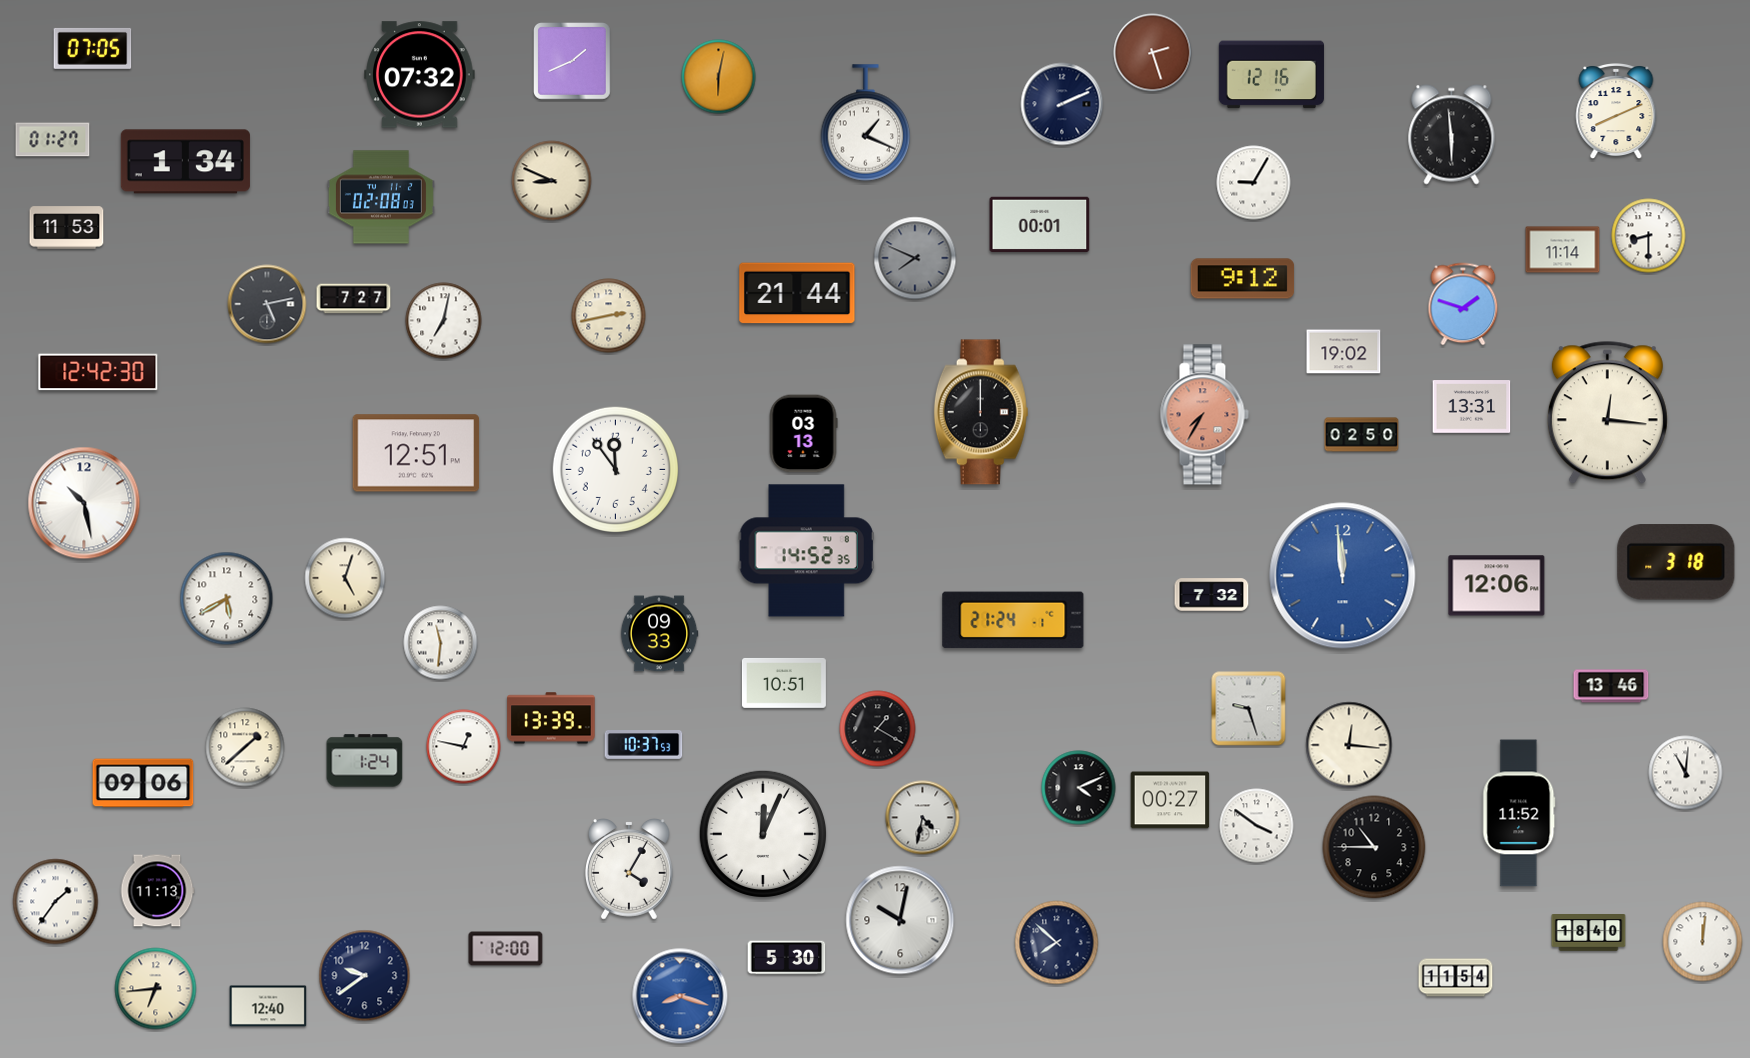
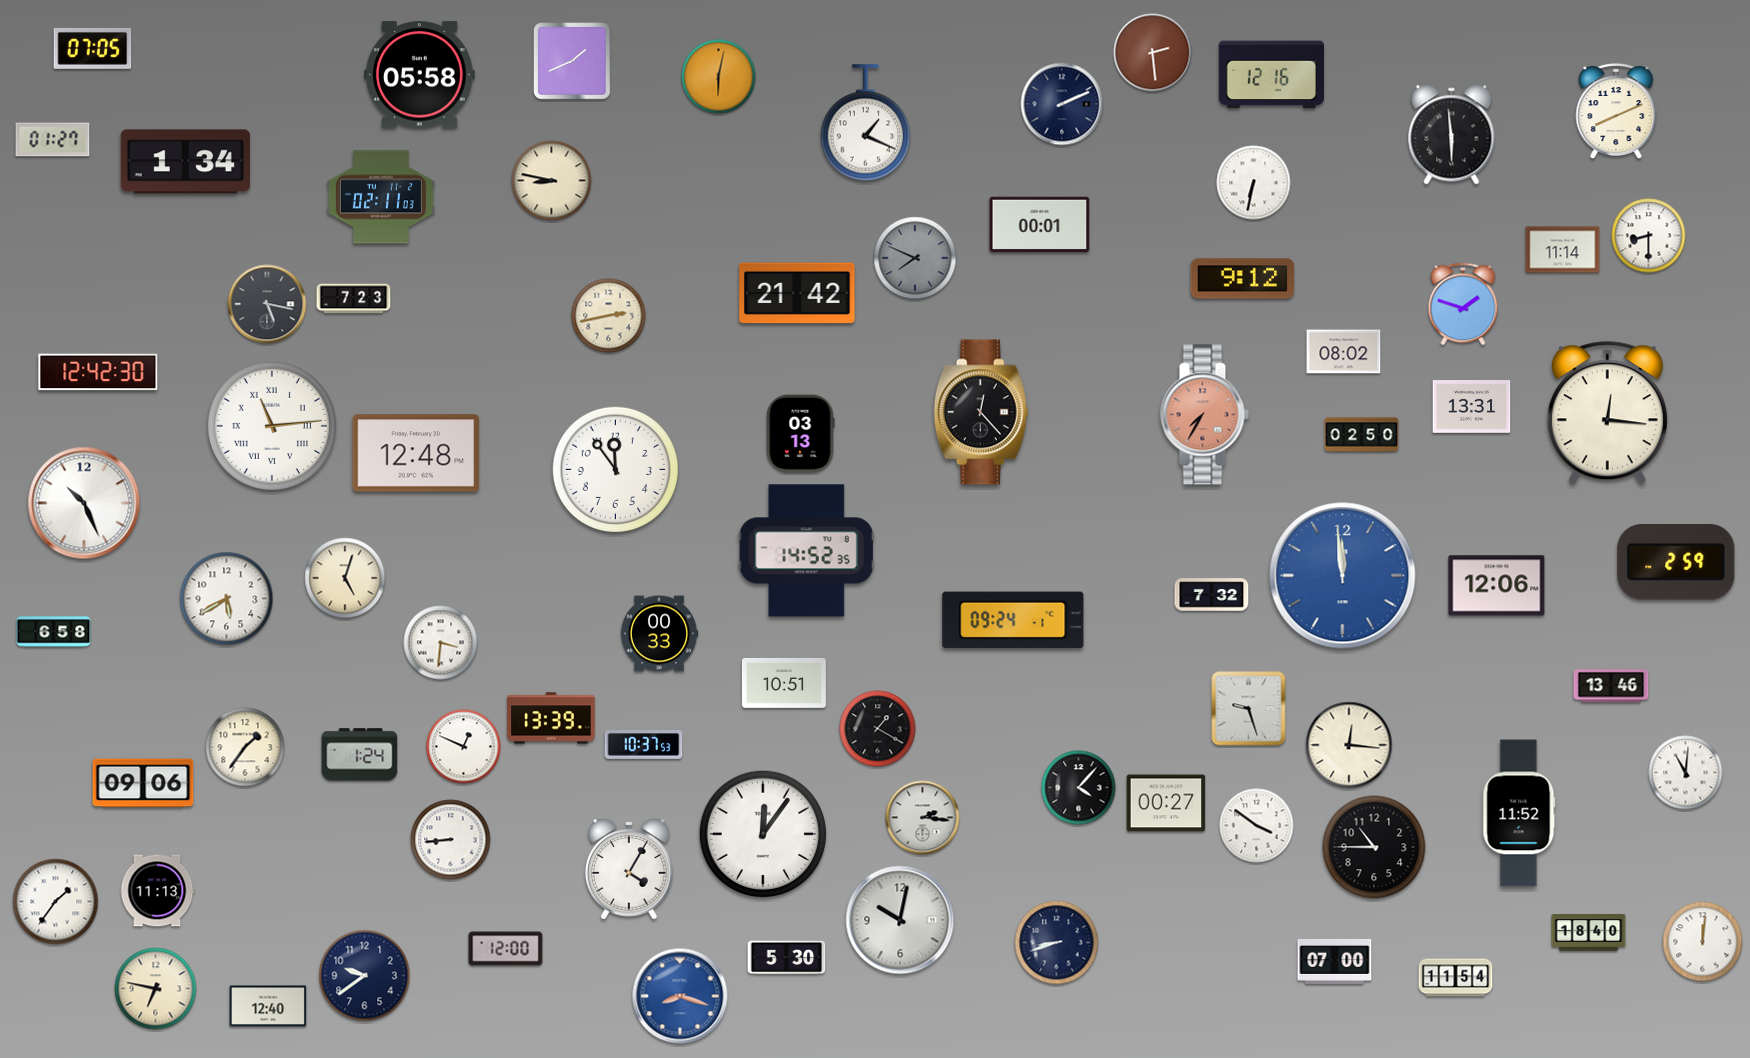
clock at (1153, 53): 2:27 -> 2:29
clock at (420, 75): 07:32 -> 05:58
clock at (552, 181): 8:49 -> 8:47
clock at (1254, 183): 9:05 -> 6:32
clock at (381, 197): 02:08 -> 02:11
clock at (67, 228): 11:53 -> none
clock at (797, 293): 21:44 -> 21:42
clock at (354, 299): 7:27 -> 7:23
clock at (267, 304): 5:13 -> 5:17
clock at (444, 321): 7:02 -> none
clock at (1344, 352): 19:02 -> 08:02
clock at (981, 412): 12:00 -> 12:23
clock at (272, 426): none -> 11:14
clock at (803, 434) position: (803, 434) -> (800, 434)
clock at (416, 453): 12:51 -> 12:48
clock at (84, 503): 10:28 -> 10:26
clock at (1676, 562): 3:18 -> 2:59
clock at (1013, 620): 21:24 -> 09:24
clock at (54, 632): none -> 6:58
clock at (659, 634): 09:33 -> 00:33
clock at (441, 643): 11:31 -> 3:31
clock at (245, 747): 1:38 -> 1:36
clock at (464, 747): 12:47 -> 12:49
clock at (365, 761) position: (365, 761) -> (360, 755)
clock at (1079, 788): 4:11 -> 4:07
clock at (1170, 800) position: (1170, 800) -> (1166, 803)
clock at (923, 818): 4:32 -> 2:16
clock at (762, 833): 12:04 -> 12:06
clock at (451, 840): none -> 8:44
clock at (1057, 943): 7:52 -> 8:42
clock at (1335, 961): none -> 07:00
clock at (156, 989): 6:44 -> 6:47
